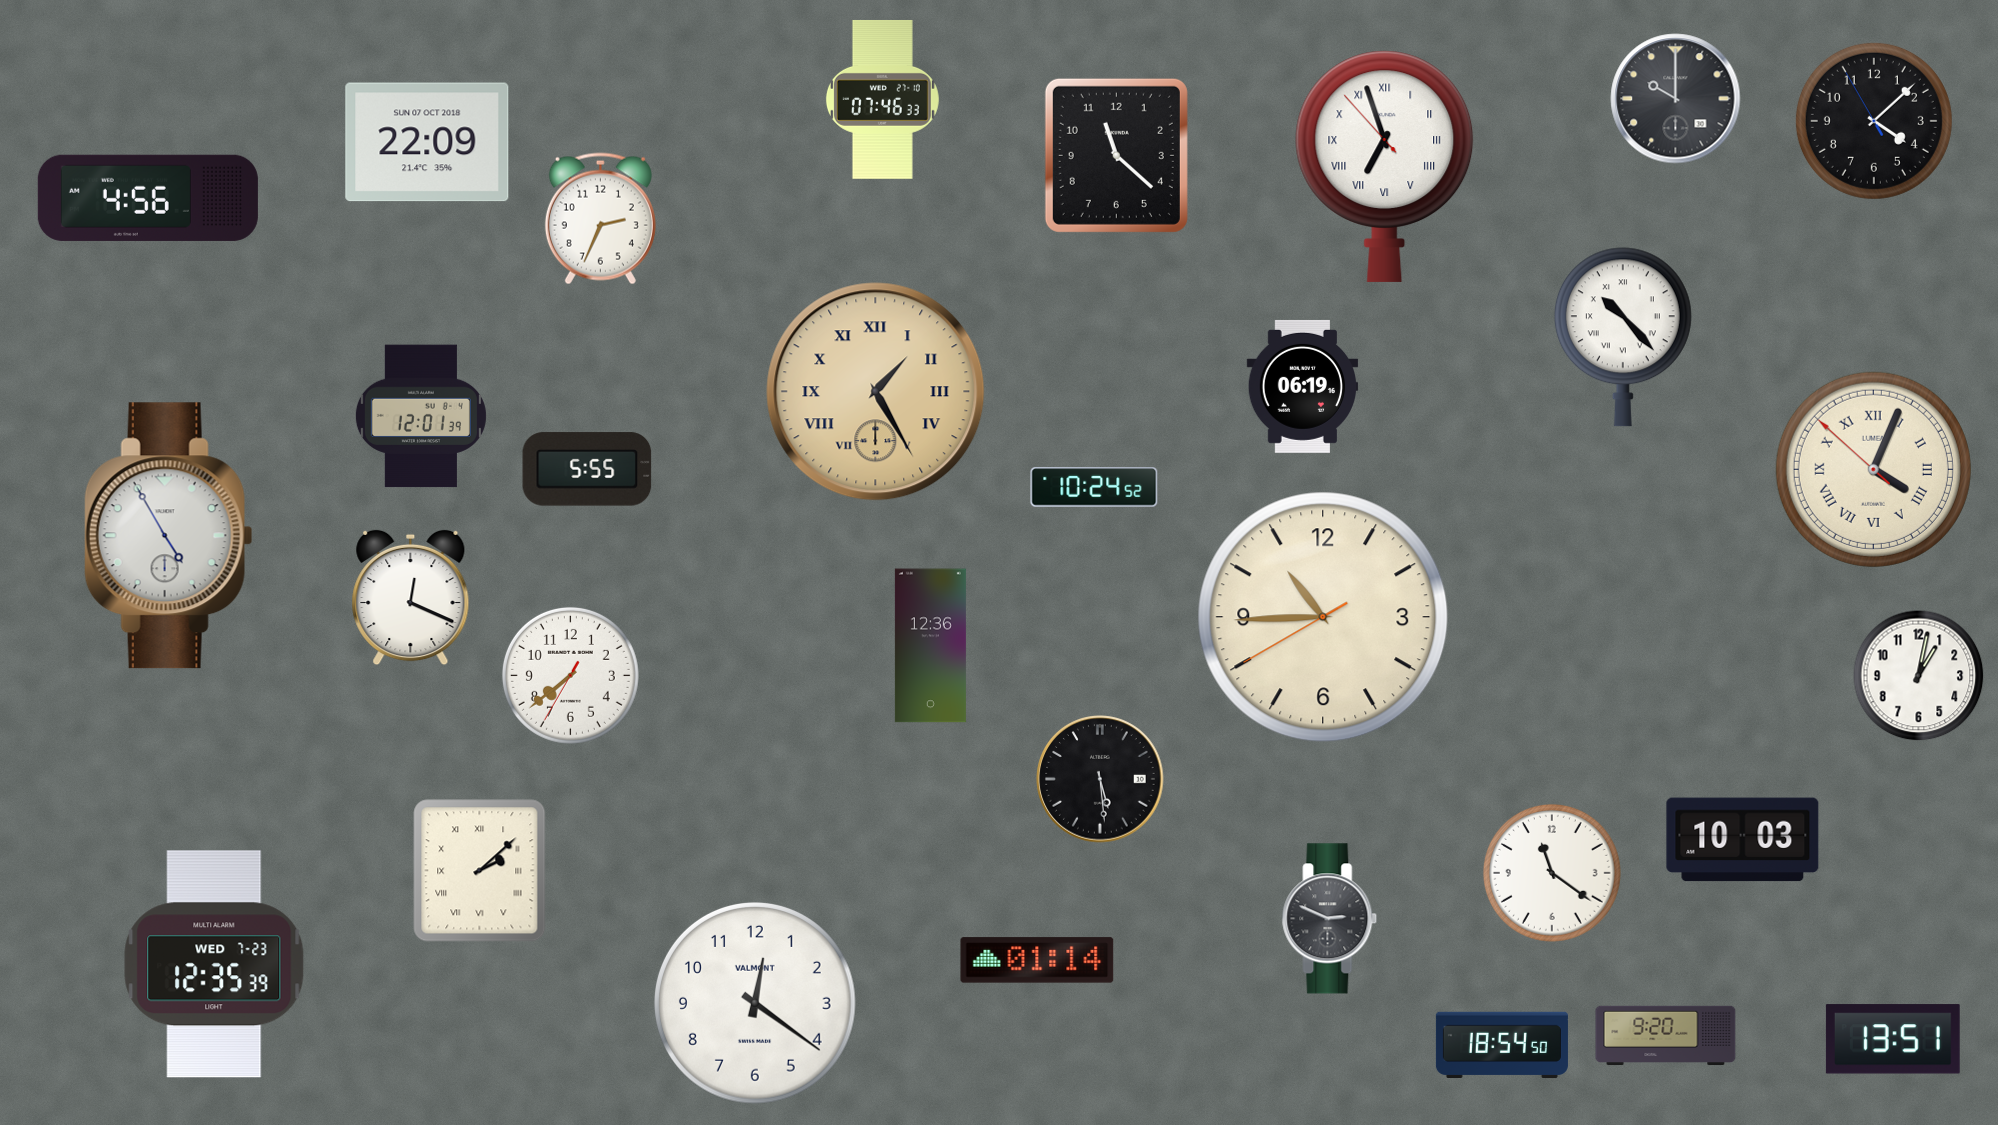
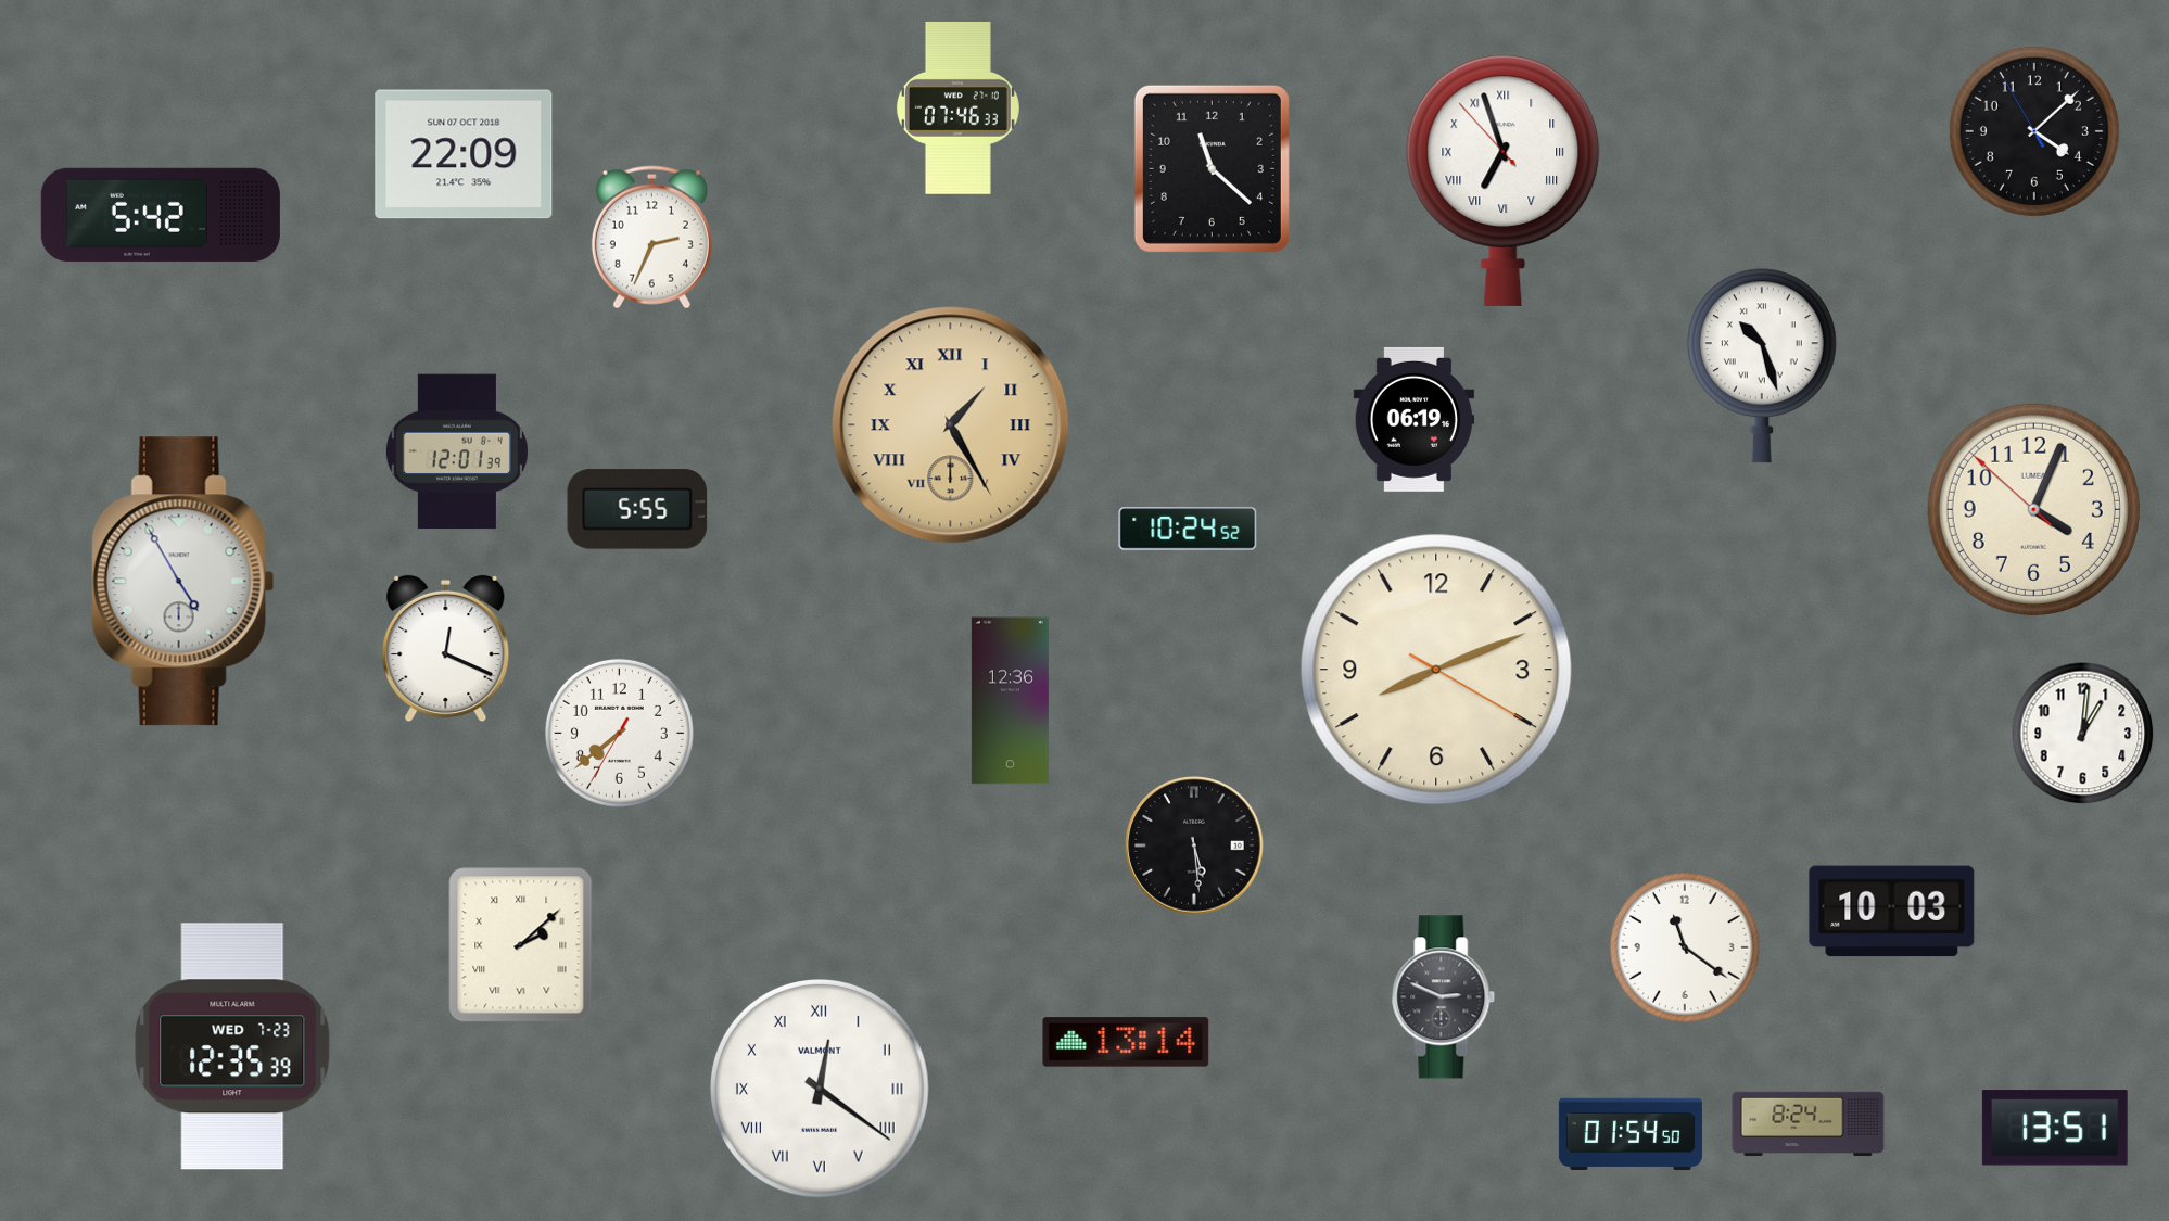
clock at (1676, 99): 10:00 -> none
clock at (148, 198): 4:56 -> 5:42
clock at (1623, 337): 10:23 -> 10:27
clock at (1873, 469) numerals: Roman -> Arabic
clock at (1323, 617): 10:44 -> 8:11
clock at (1919, 676): 1:02 -> 1:01
clock at (1037, 960): 01:14 -> 13:14
clock at (755, 1003) numerals: Arabic -> Roman
clock at (1666, 1036): 9:20 -> 8:24
clock at (1502, 1045): 18:54 -> 01:54
